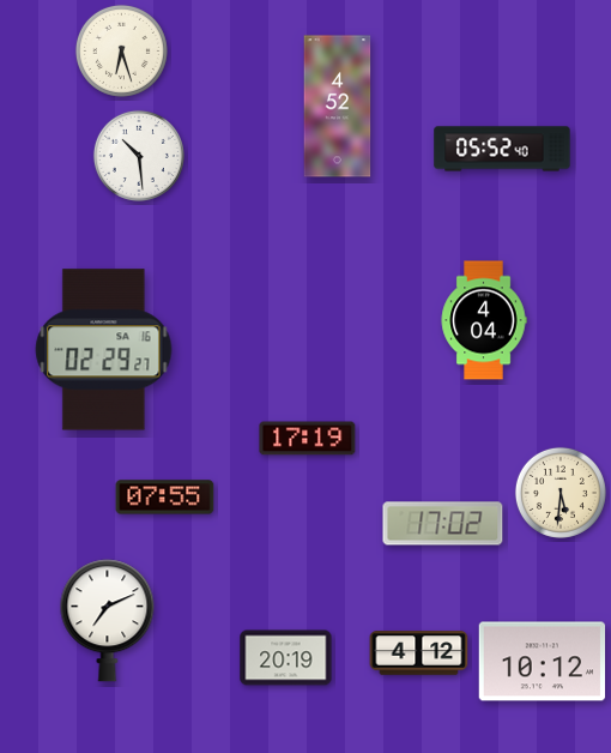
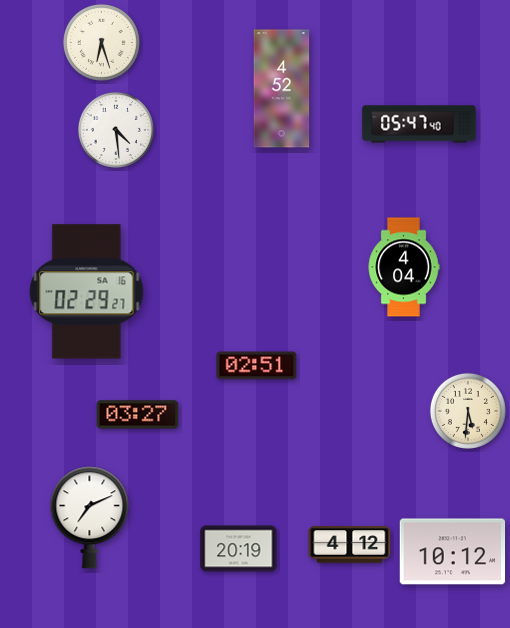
clock at (502, 149): 05:52 -> 05:47
clock at (139, 156): 10:29 -> 4:29
clock at (308, 439): 17:19 -> 02:51
clock at (165, 498): 07:55 -> 03:27
clock at (443, 524): 17:02 -> none
